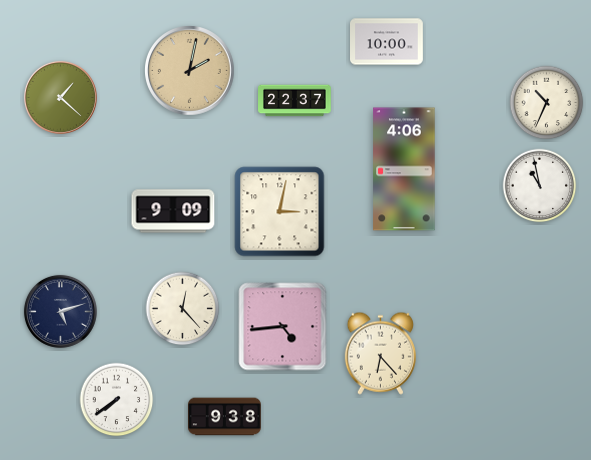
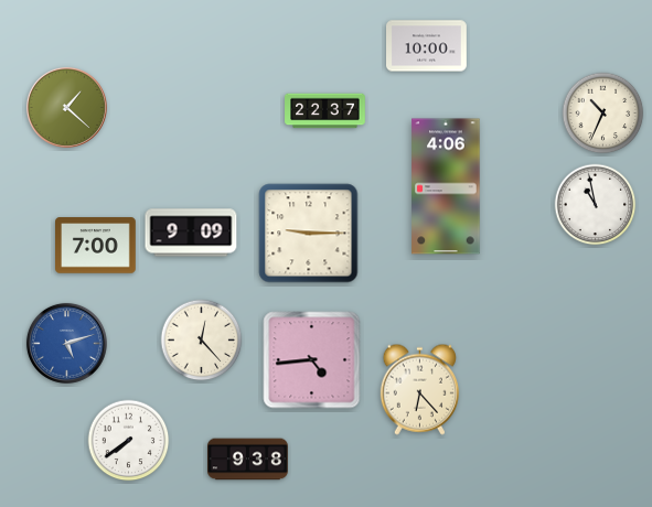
clock at (190, 71): 2:02 -> none
clock at (280, 212): 3:02 -> 9:15
clock at (96, 246): none -> 7:00
clock at (60, 311) dial: navy -> blue
